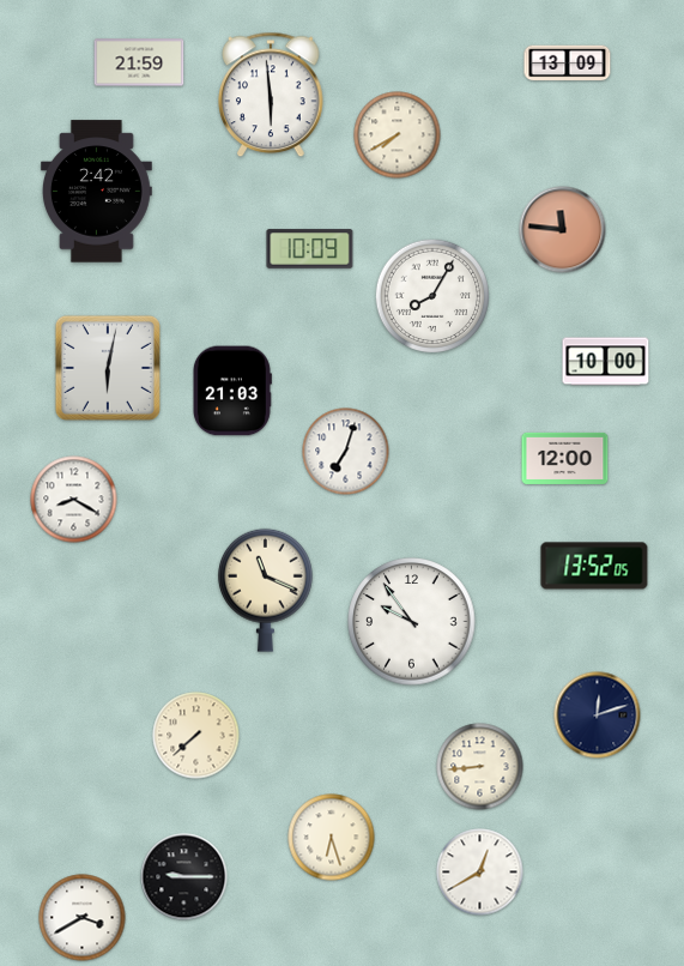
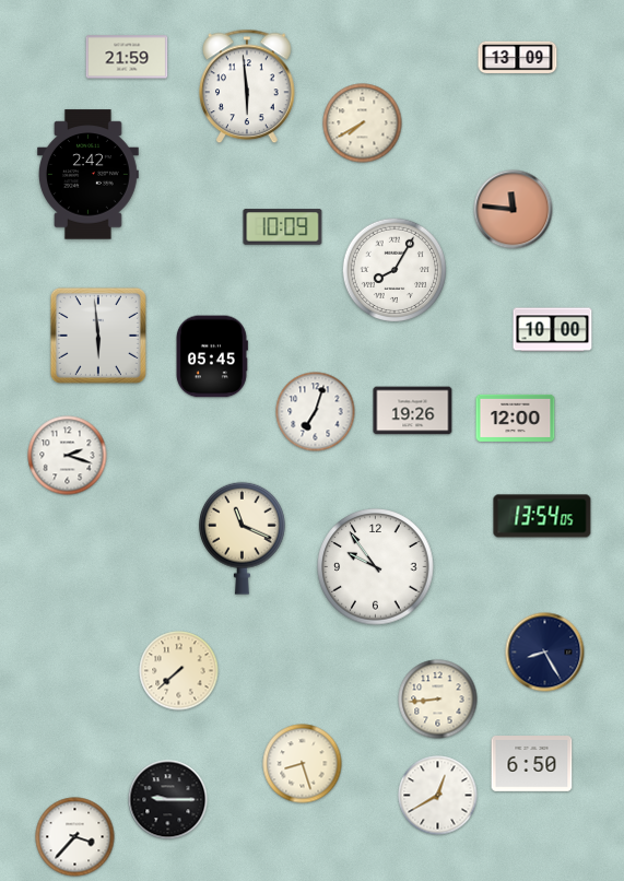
clock at (108, 368): 6:02 -> 5:59
clock at (231, 391): 21:03 -> 05:45
clock at (413, 411): none -> 19:26
clock at (74, 500): 8:20 -> 2:18
clock at (594, 566): 13:52 -> 13:54
clock at (598, 716): 12:12 -> 8:25
clock at (332, 838): 6:27 -> 8:27
clock at (532, 764): none -> 6:50
clock at (83, 918): 3:40 -> 3:37
